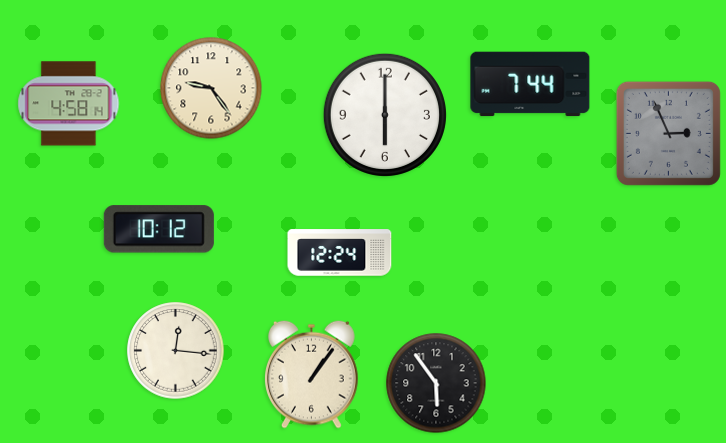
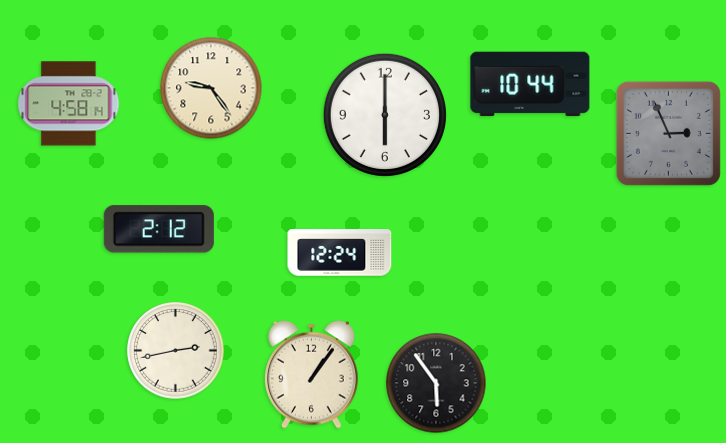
clock at (530, 84): 7:44 -> 10:44
clock at (159, 229): 10:12 -> 2:12
clock at (176, 351): 12:16 -> 2:43
